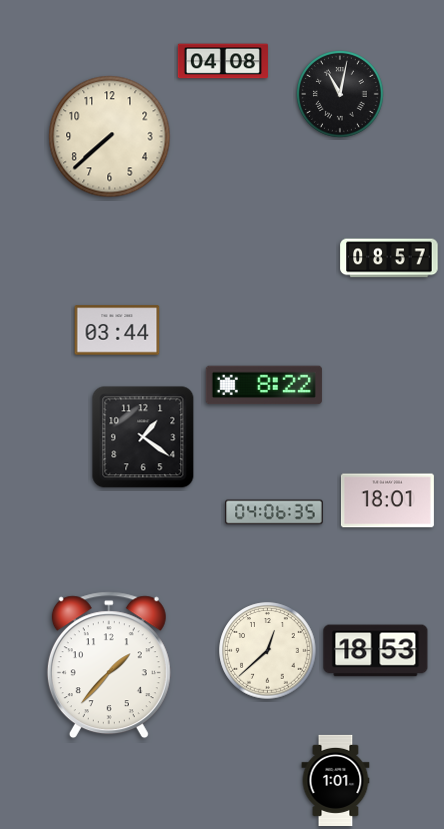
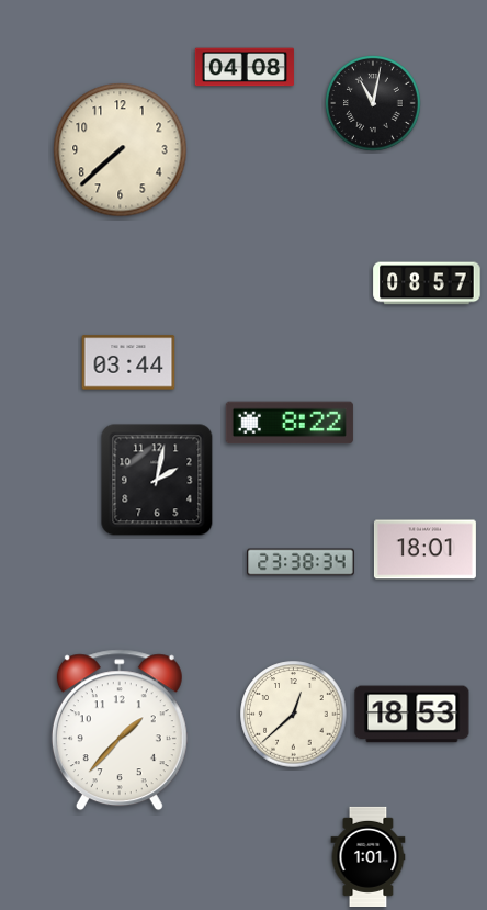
clock at (143, 437): 1:21 -> 2:02
clock at (274, 512): 04:06 -> 23:38
